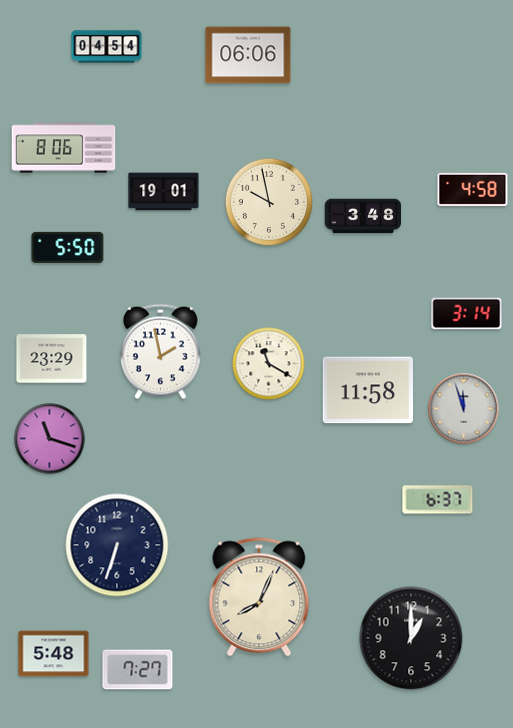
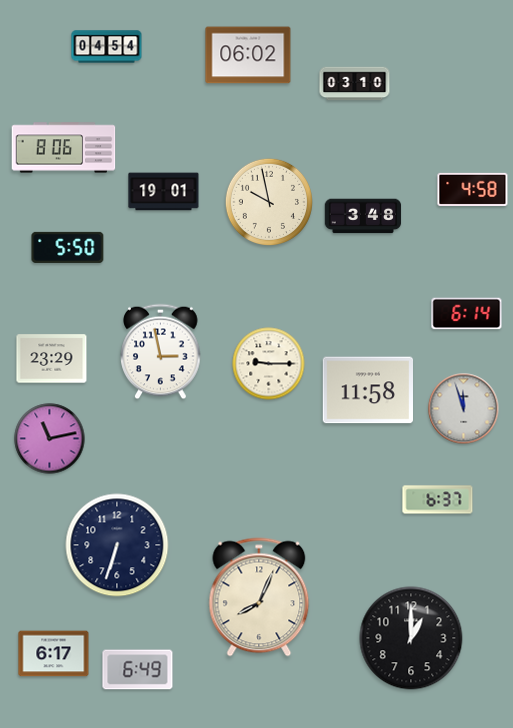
clock at (248, 55): 06:06 -> 06:02
clock at (355, 84): none -> 03:10
clock at (467, 314): 3:14 -> 6:14
clock at (161, 352): 1:58 -> 2:58
clock at (269, 364): 11:20 -> 9:15
clock at (50, 439): 11:18 -> 11:13
clock at (54, 654): 5:48 -> 6:17
clock at (138, 670): 7:27 -> 6:49
